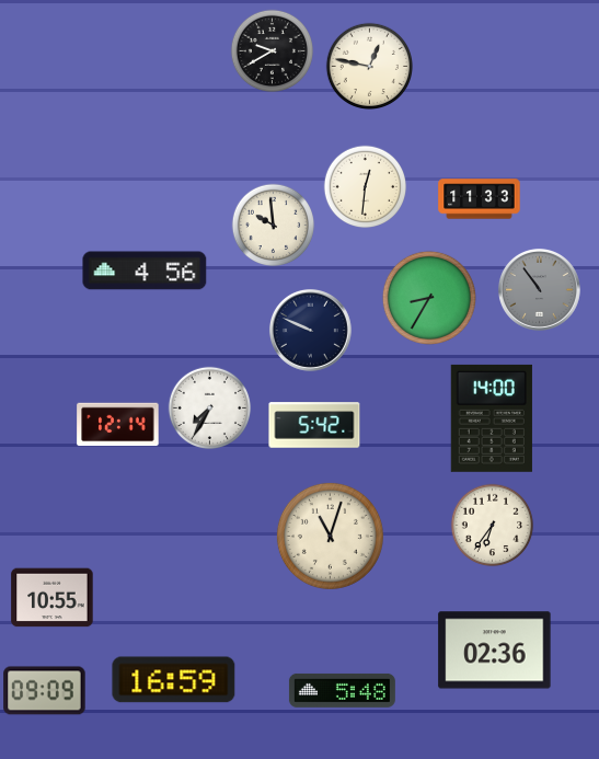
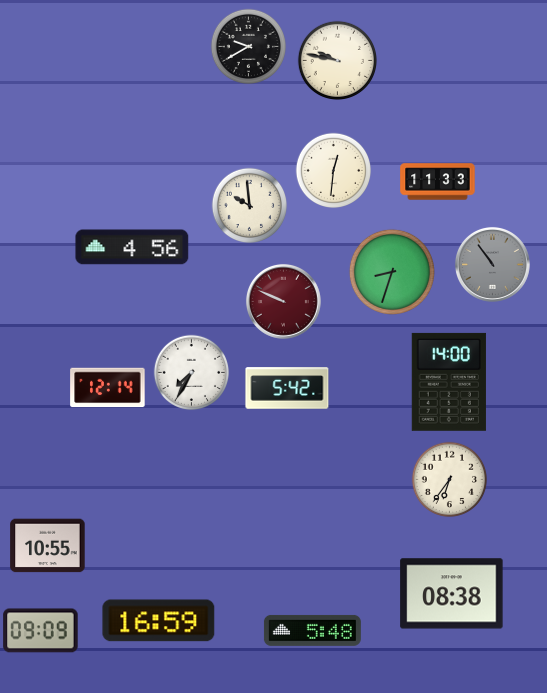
clock at (369, 66): 12:47 -> 9:47
clock at (429, 298): 8:35 -> 8:33
clock at (310, 330) dial: navy -> burgundy
clock at (330, 536): 11:03 -> none
clock at (495, 651): 02:36 -> 08:38
